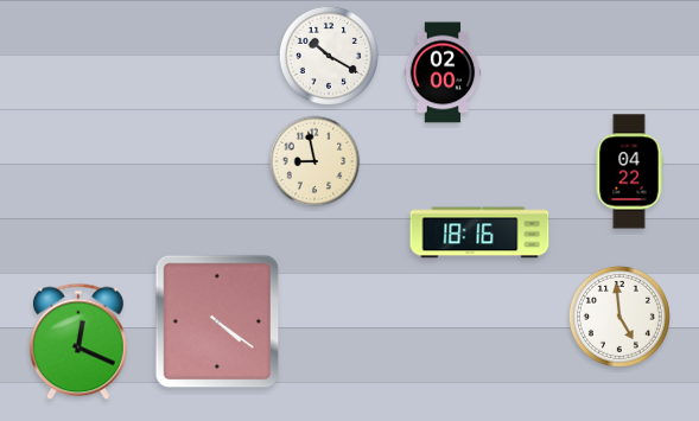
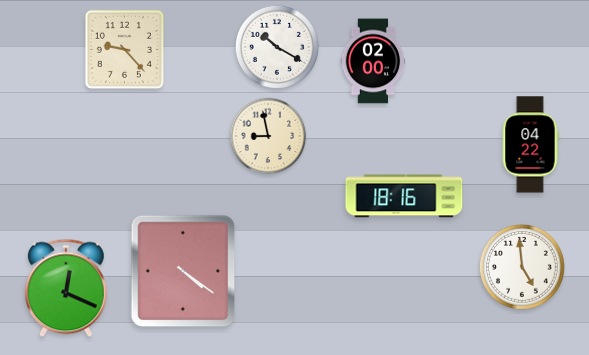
clock at (124, 49): none -> 9:23
clock at (314, 161) position: (314, 161) -> (268, 136)
